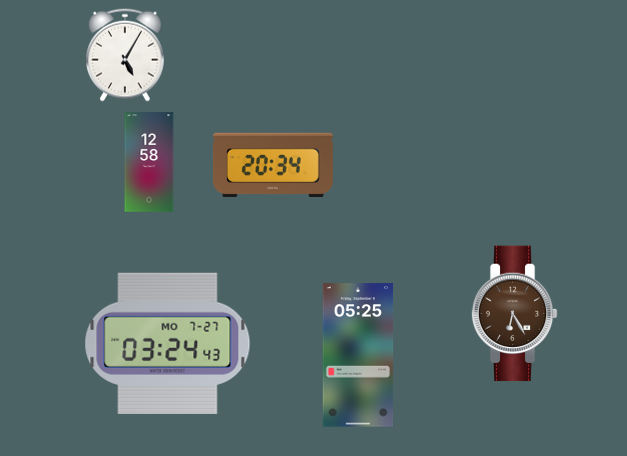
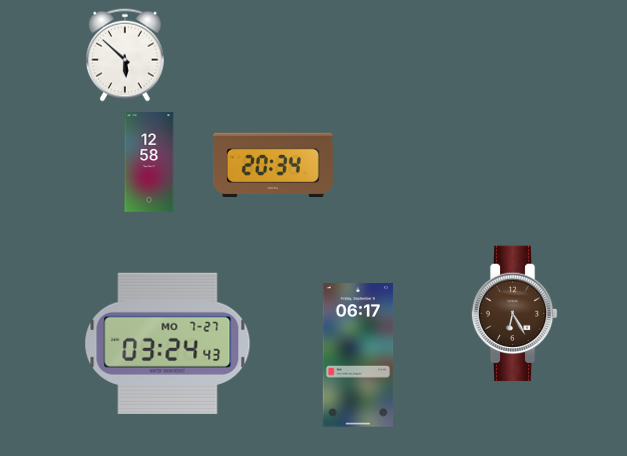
clock at (126, 55): 5:05 -> 5:52
clock at (358, 355): 05:25 -> 06:17
